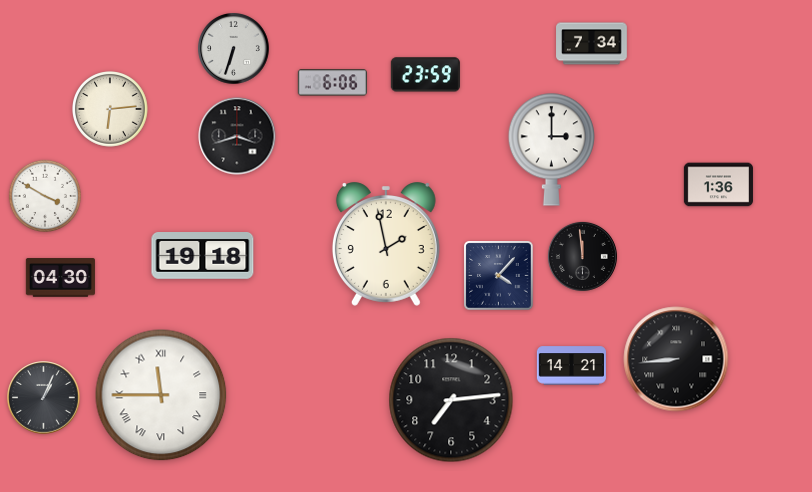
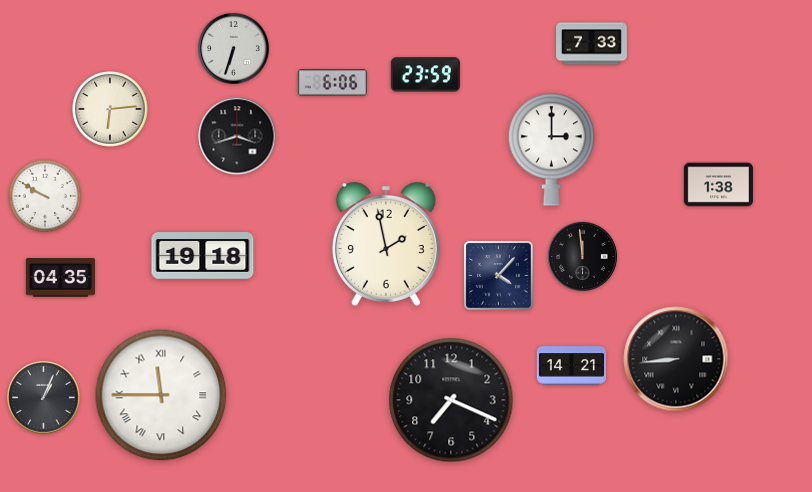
clock at (592, 44): 7:34 -> 7:33
clock at (718, 185): 1:36 -> 1:38
clock at (44, 195): 3:50 -> 9:50
clock at (60, 278): 04:30 -> 04:35
clock at (451, 400): 7:14 -> 7:19
